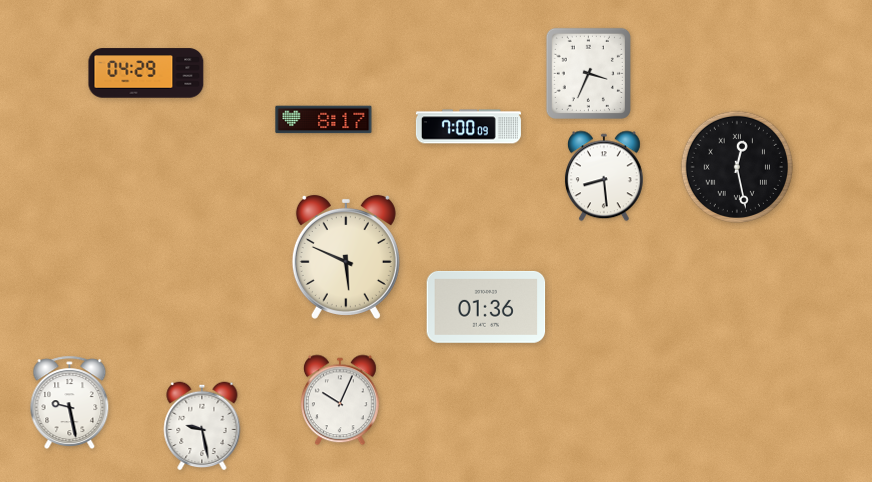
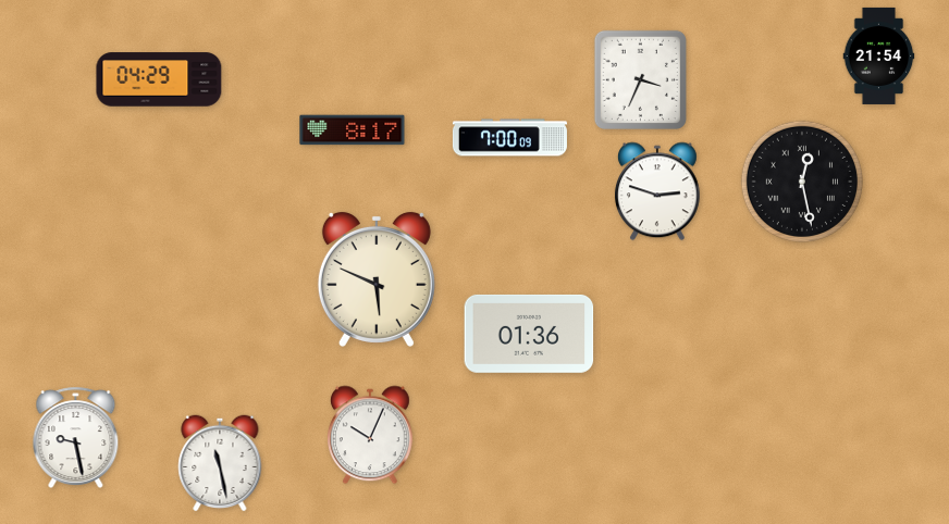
clock at (879, 55): none -> 21:54
clock at (604, 176): 8:29 -> 2:48
clock at (202, 426): 9:28 -> 11:28
